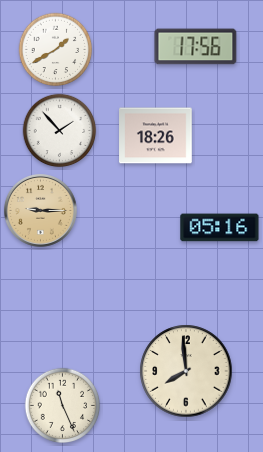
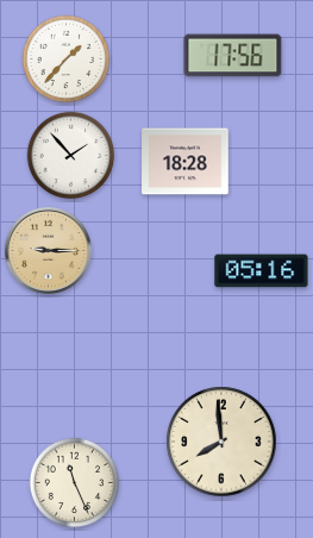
clock at (56, 50): 1:40 -> 1:37
clock at (156, 136): 18:26 -> 18:28
